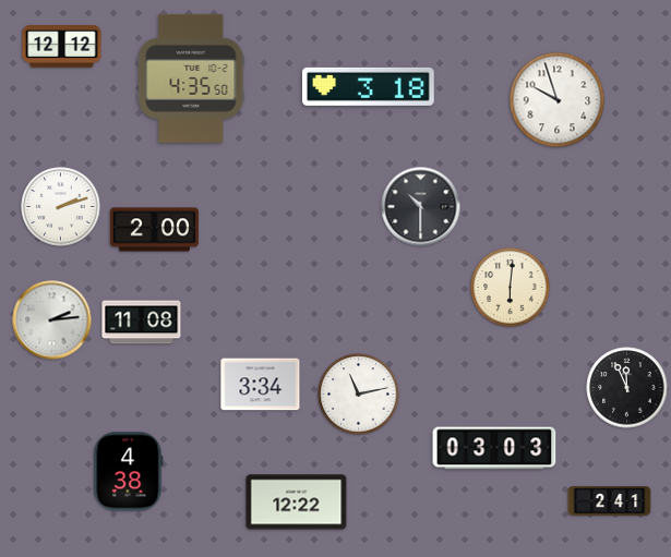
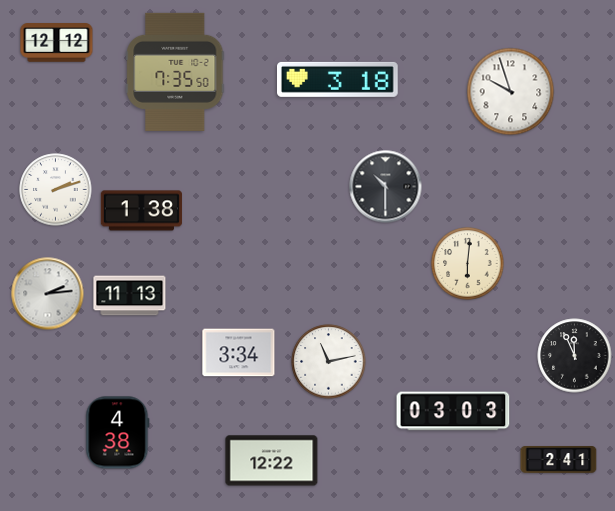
clock at (191, 78): 4:35 -> 7:35
clock at (421, 207) position: (421, 207) -> (386, 187)
clock at (154, 230): 2:00 -> 1:38
clock at (142, 323): 11:08 -> 11:13
